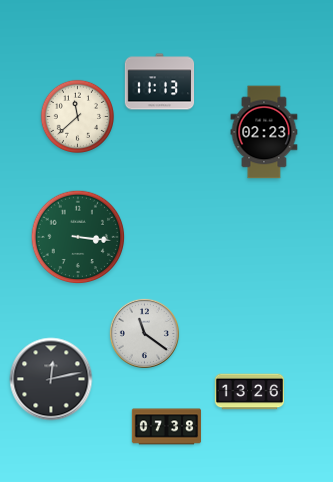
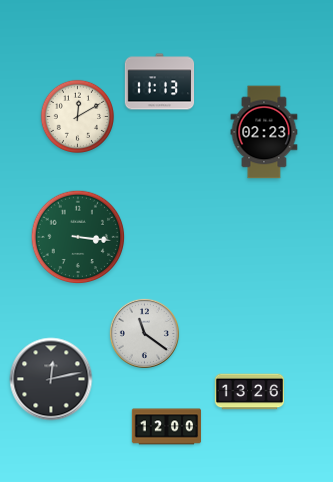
clock at (77, 116): 11:38 -> 12:10
clock at (167, 427): 07:38 -> 12:00
